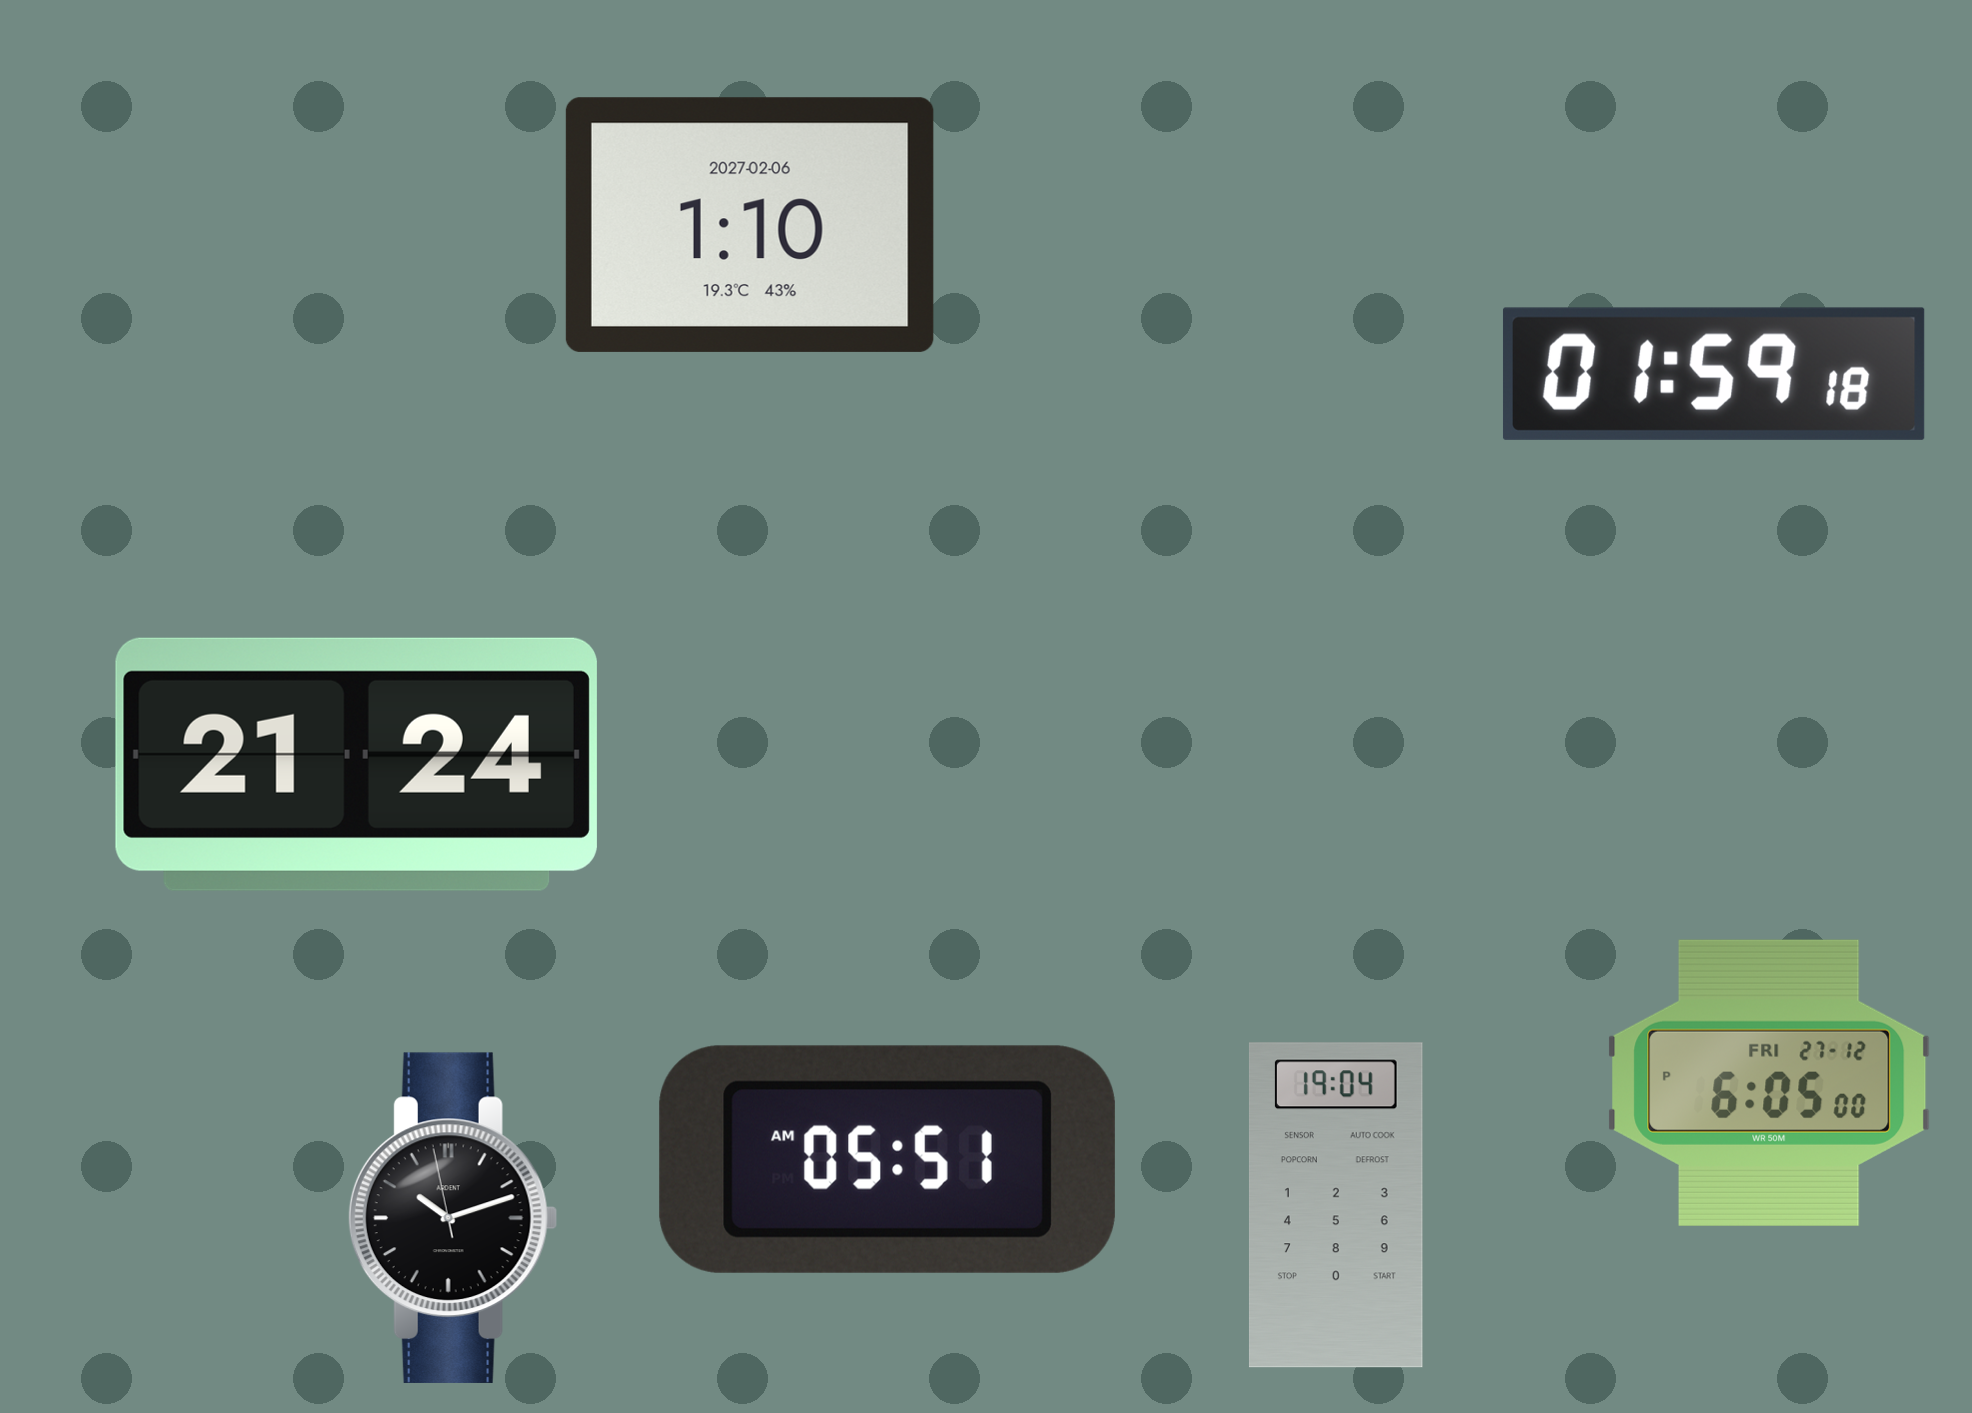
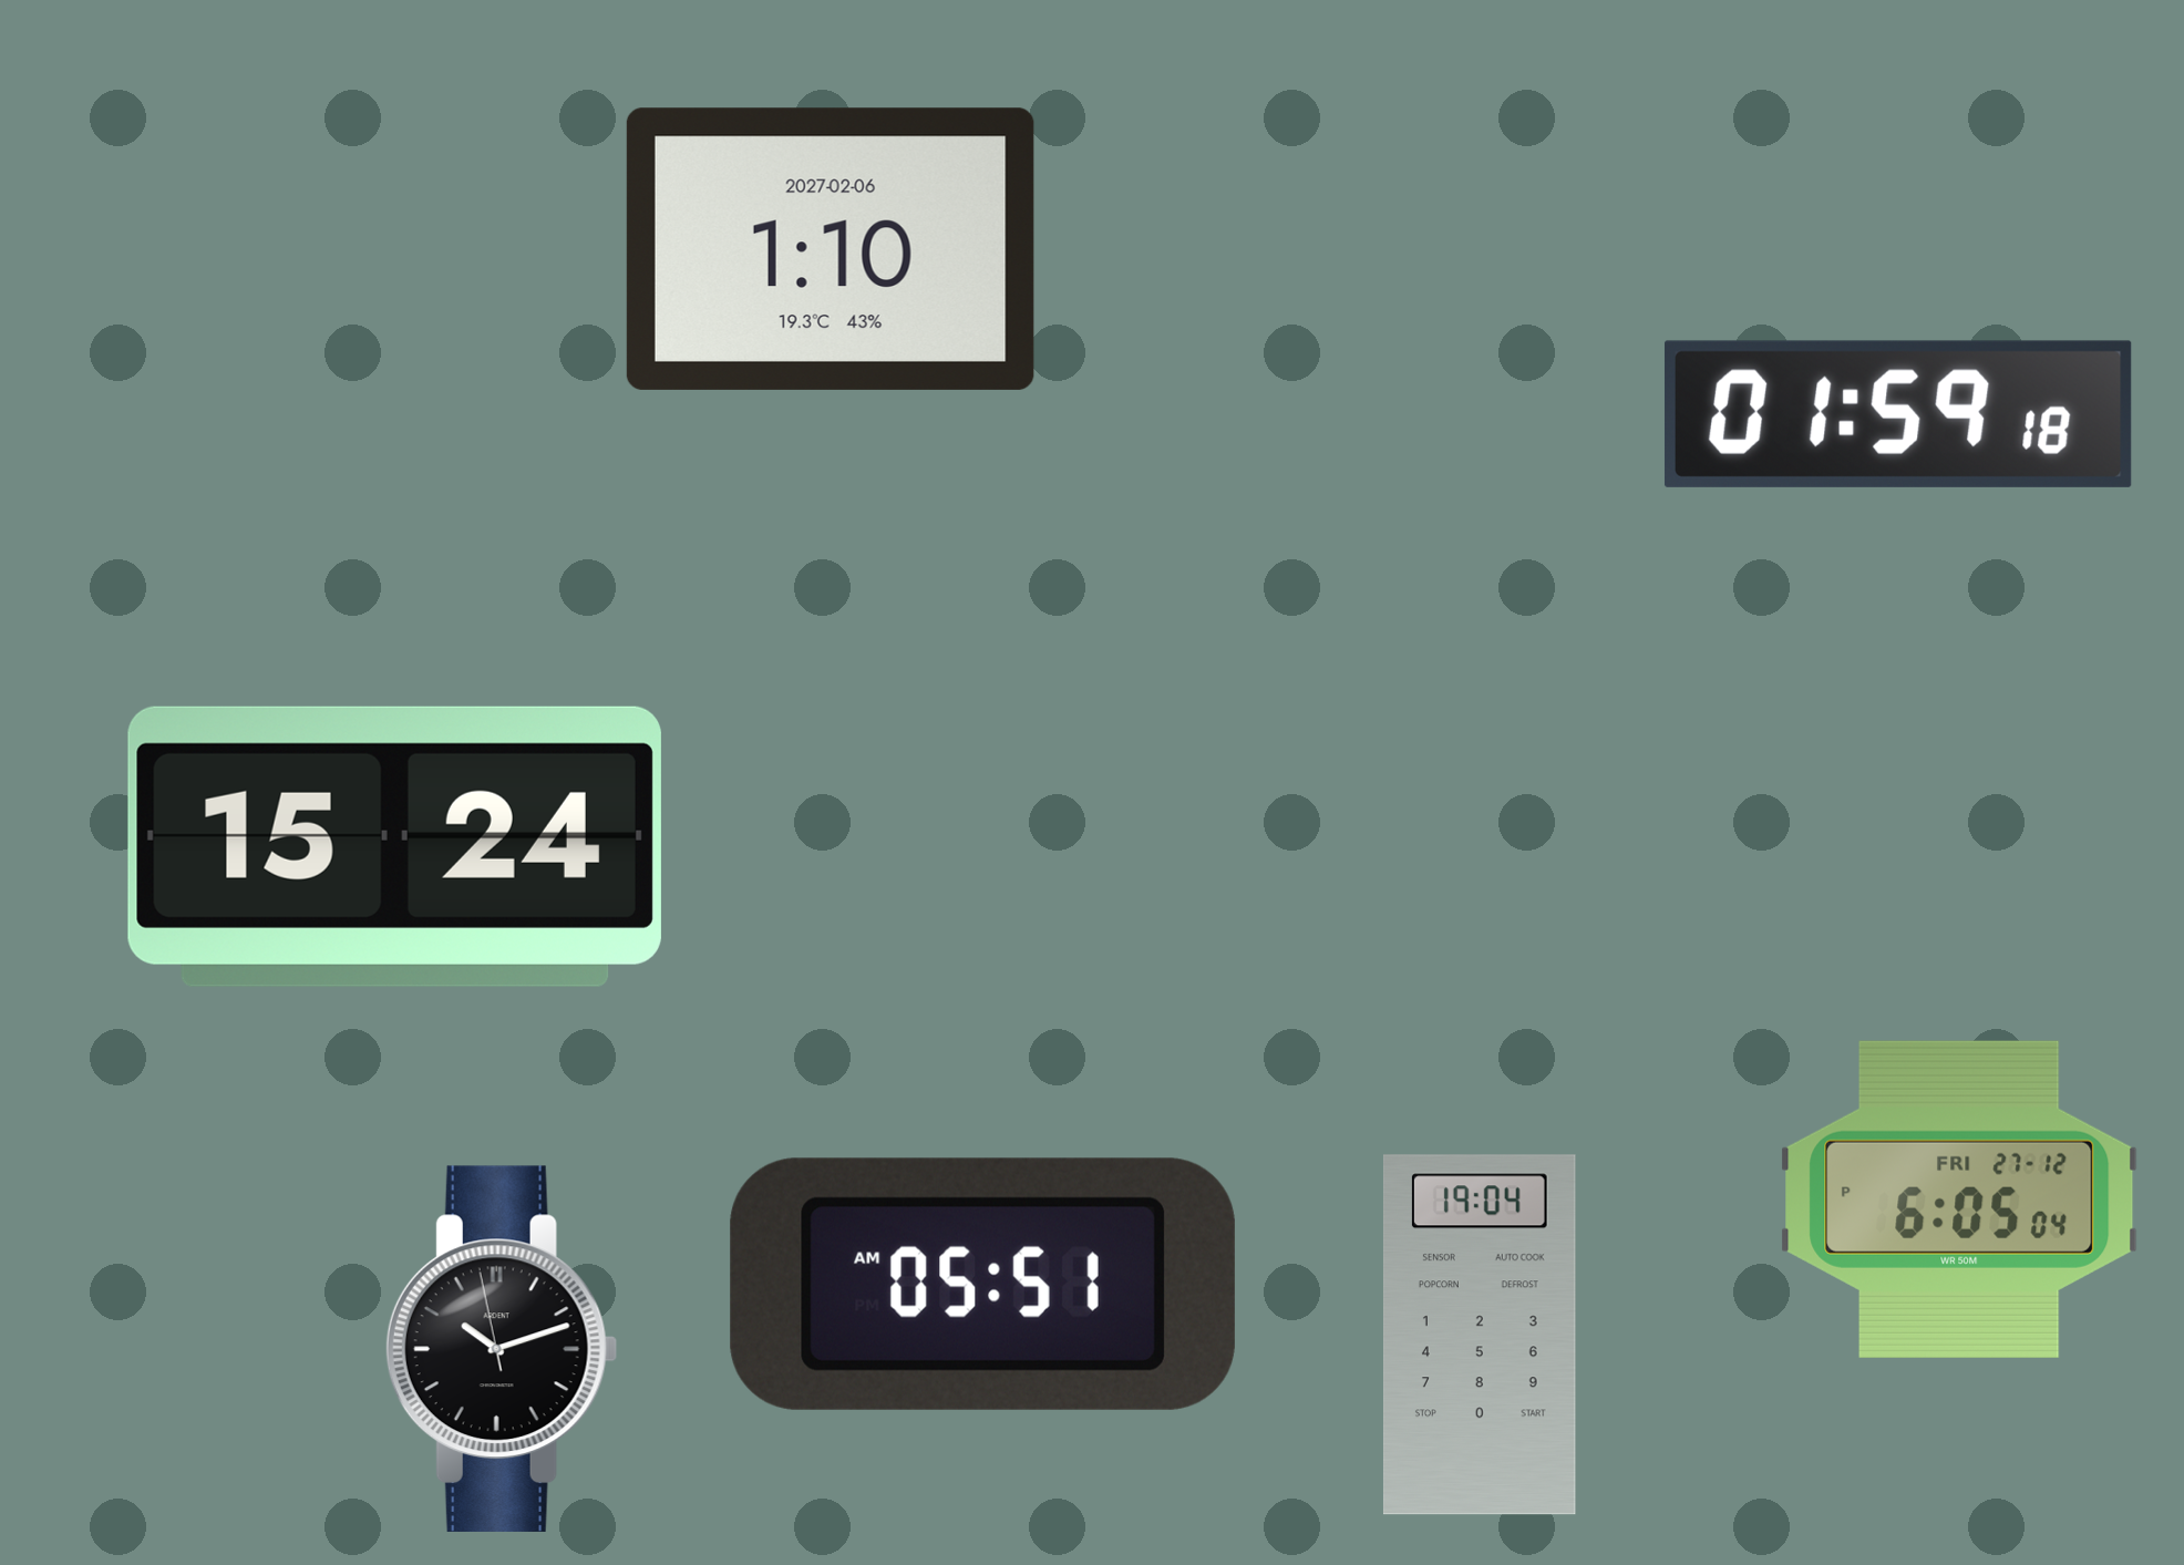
clock at (356, 764): 21:24 -> 15:24
clock at (1769, 1083): 6:05:00 PM -> 6:05:04 PM
